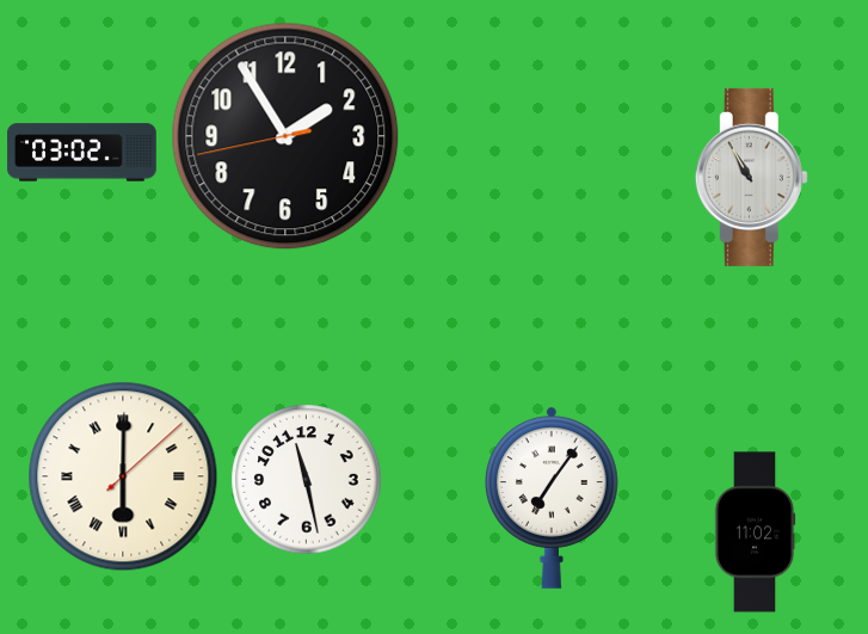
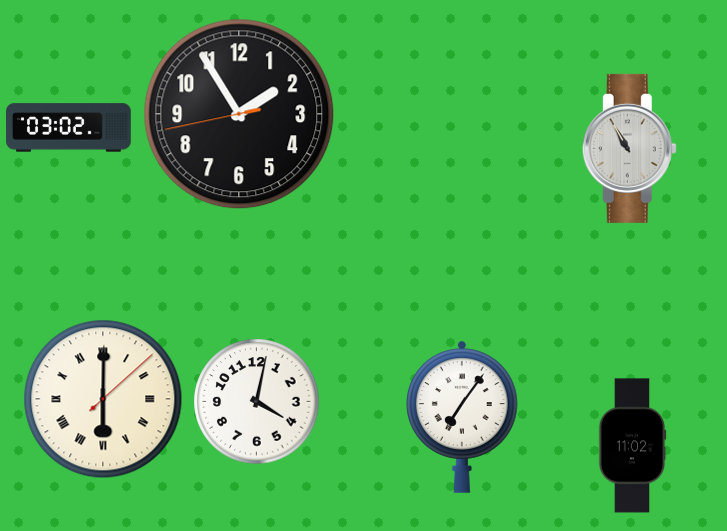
clock at (307, 480): 11:28 -> 4:02
